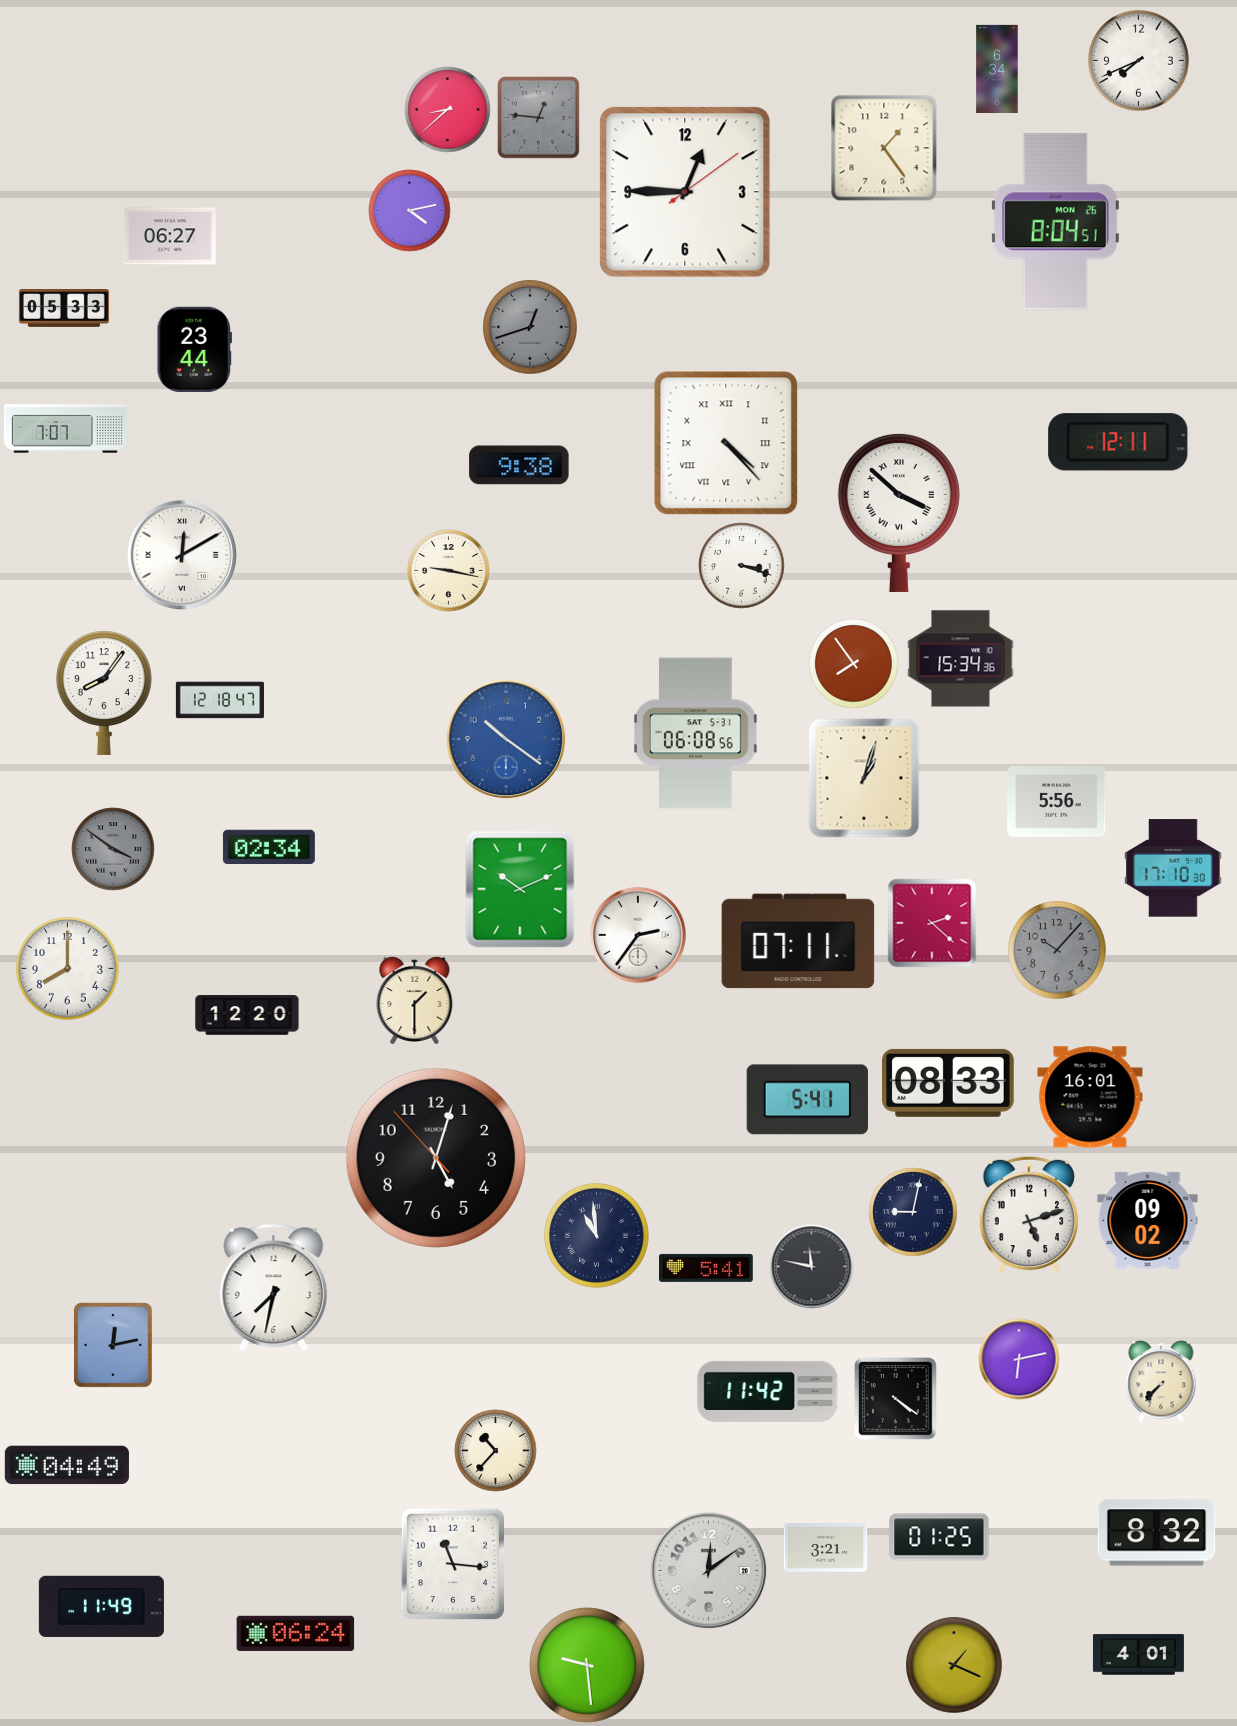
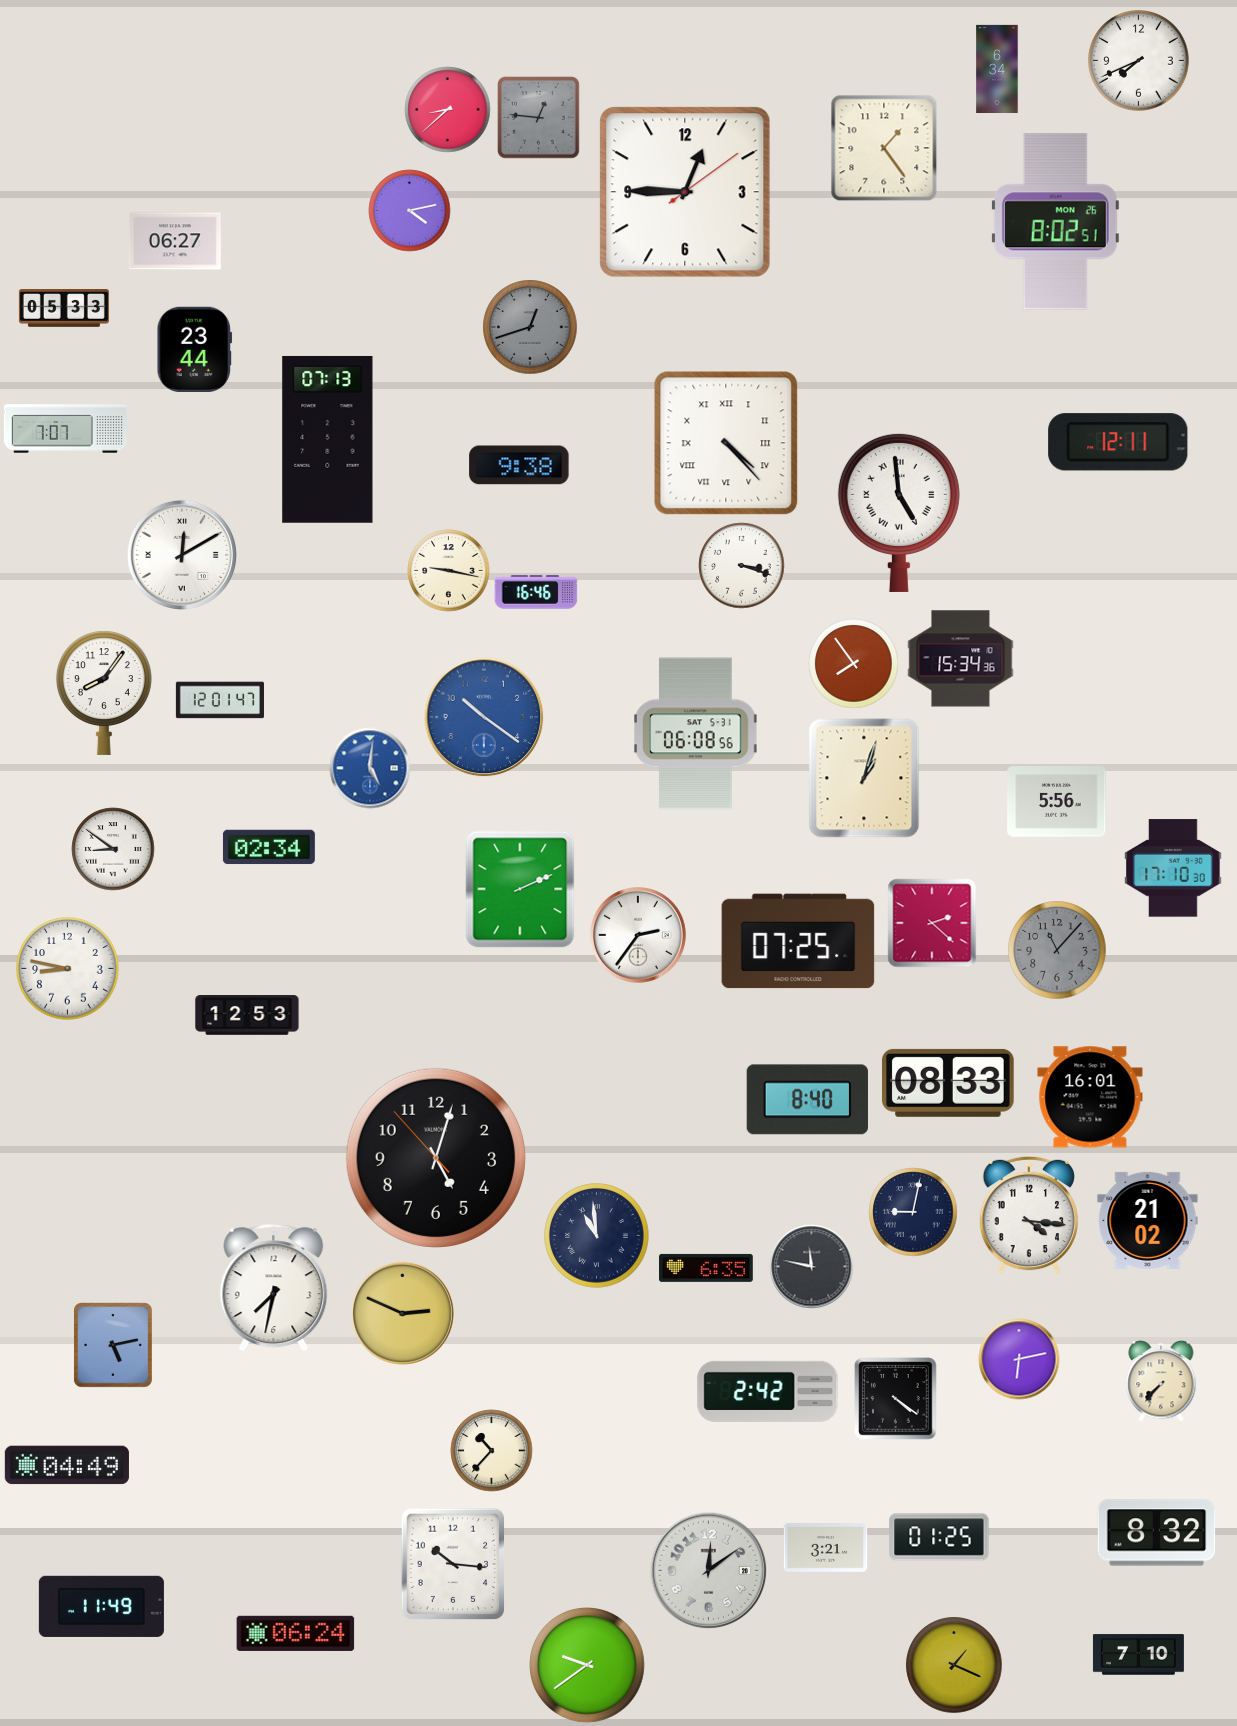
clock at (1055, 222): 8:04 -> 8:02
clock at (170, 236) position: (170, 236) -> (175, 241)
clock at (328, 439): none -> 07:13
clock at (899, 512): 3:52 -> 4:59
clock at (536, 592): none -> 16:46
clock at (220, 700): 12:18 -> 12:01
clock at (506, 739) position: (506, 739) -> (484, 717)
clock at (370, 768): none -> 5:01
clock at (113, 849): 3:51 -> 8:51
clock at (113, 849) dial: grey -> white
clock at (520, 889): 10:11 -> 2:11
clock at (798, 941): 07:11 -> 07:25
clock at (1057, 950): 10:07 -> 11:07
clock at (68, 969): 8:00 -> 8:47
clock at (415, 999): 1:30 -> none
clock at (247, 1015): 12:20 -> 12:53
clock at (807, 1100): 5:41 -> 8:40
clock at (1028, 1215): 5:12 -> 4:16
clock at (1148, 1220): 09:02 -> 21:02
clock at (707, 1268): 5:41 -> 6:35
clock at (402, 1313): none -> 2:49
clock at (113, 1346): 12:13 -> 5:13
clock at (768, 1391): 11:42 -> 2:42
clock at (496, 1451) position: (496, 1451) -> (492, 1451)
clock at (453, 1564): 11:16 -> 10:16
clock at (1138, 1655): 4:01 -> 7:10
clock at (588, 1666): 9:29 -> 9:39
